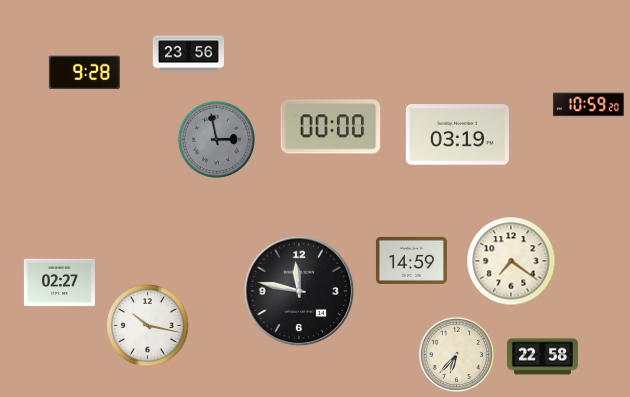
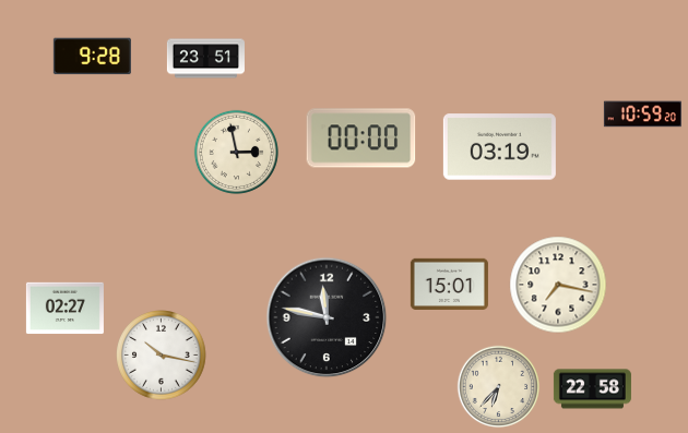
clock at (188, 54): 23:56 -> 23:51
clock at (84, 73) position: (84, 73) -> (92, 57)
clock at (216, 139) dial: grey -> cream
clock at (411, 260): 14:59 -> 15:01
clock at (511, 261): 7:21 -> 7:17
